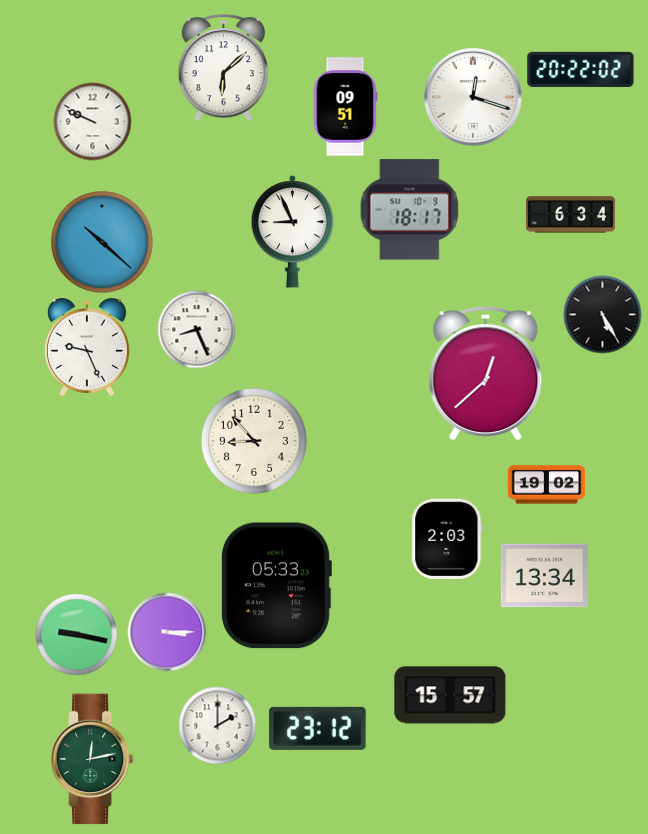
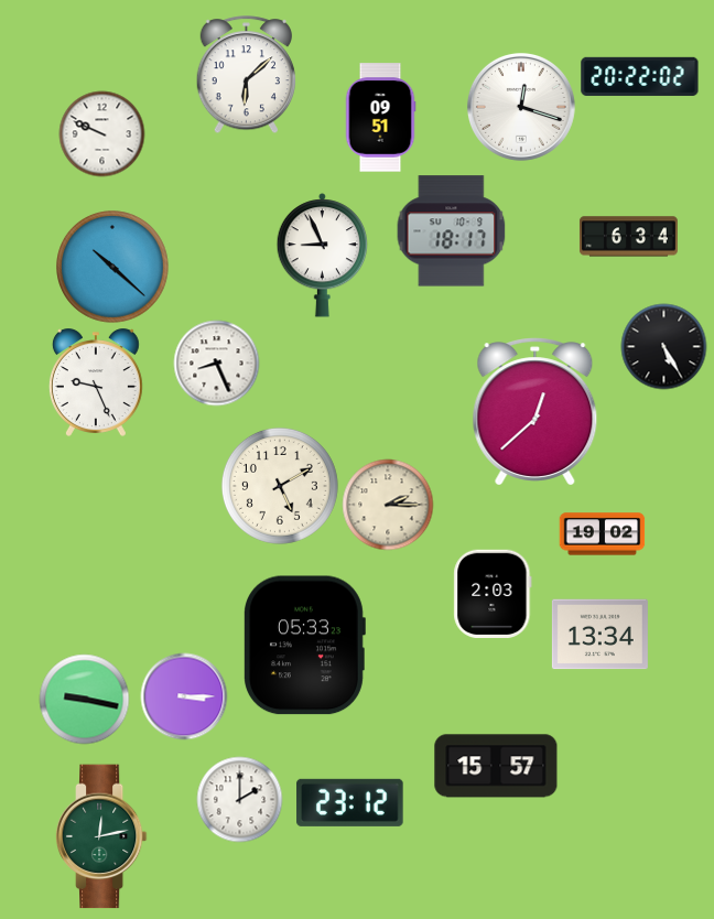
clock at (254, 441): 8:53 -> 5:10
clock at (388, 505): none -> 2:15
